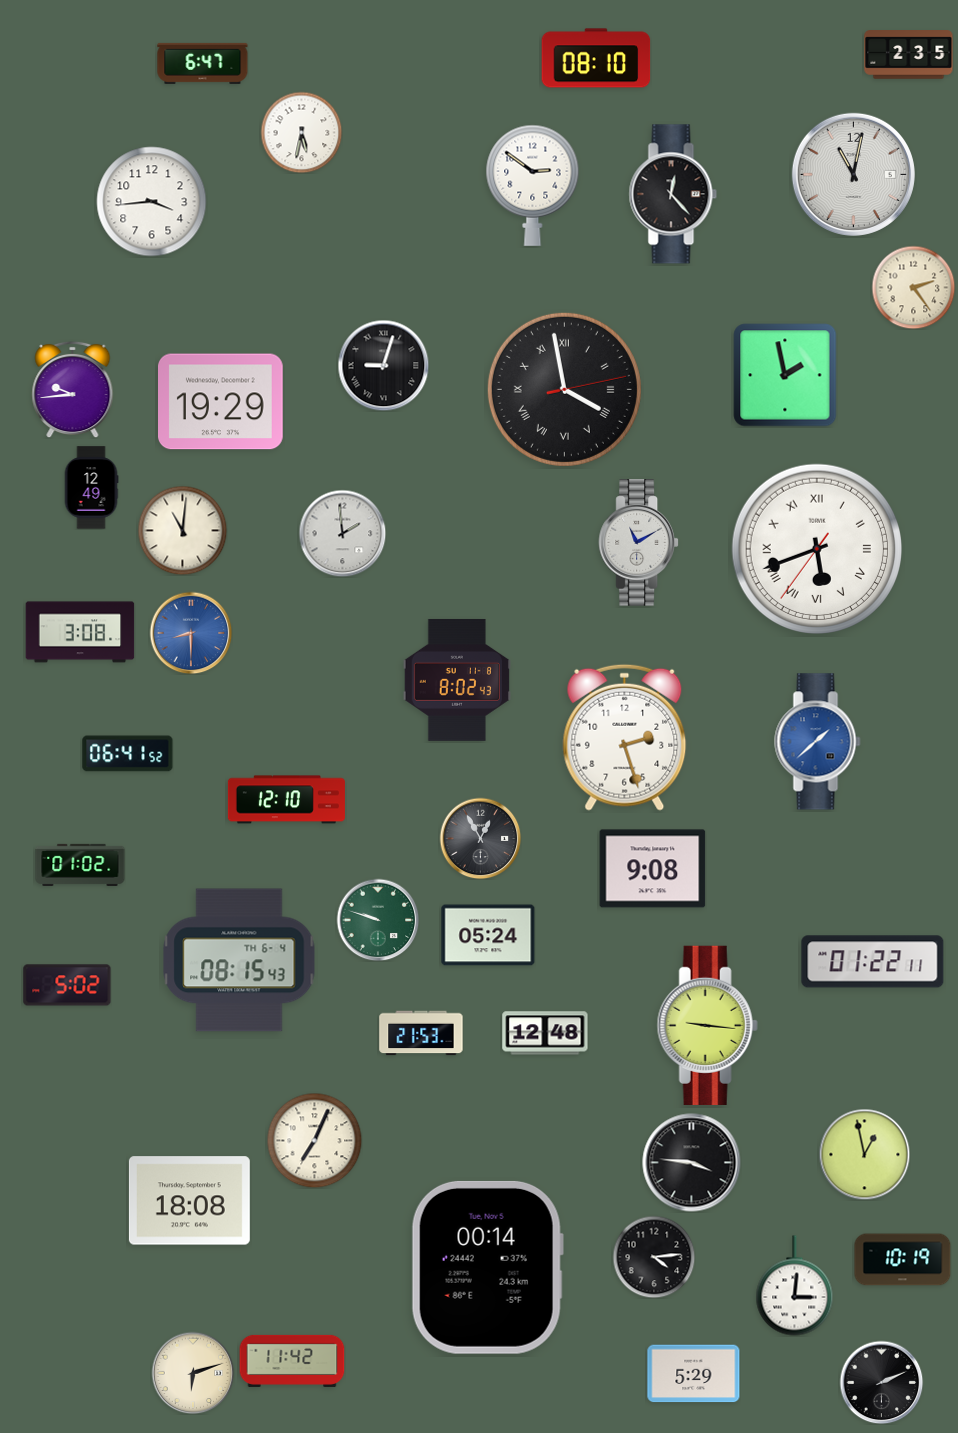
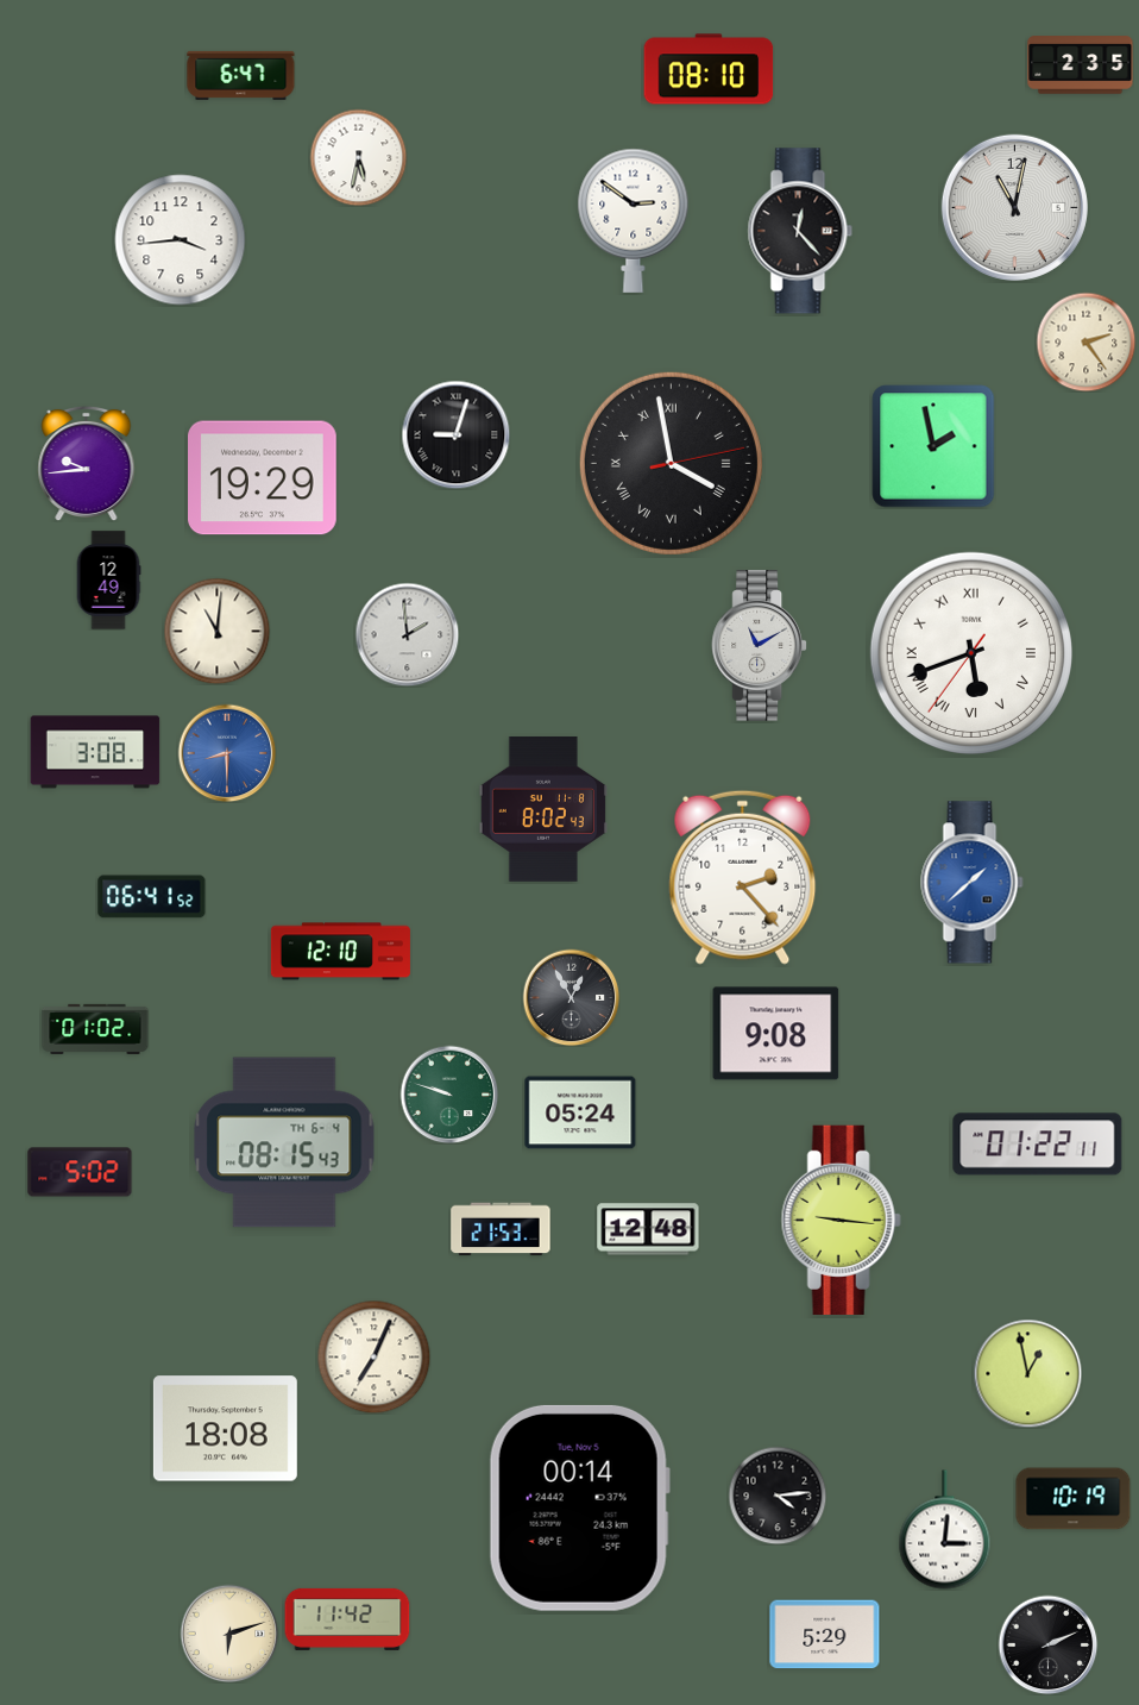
clock at (625, 737): 2:27 -> 2:23
clock at (692, 1163): 3:46 -> none
